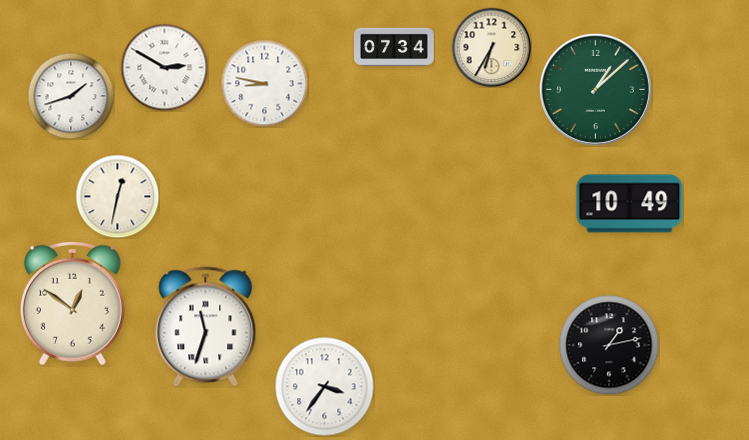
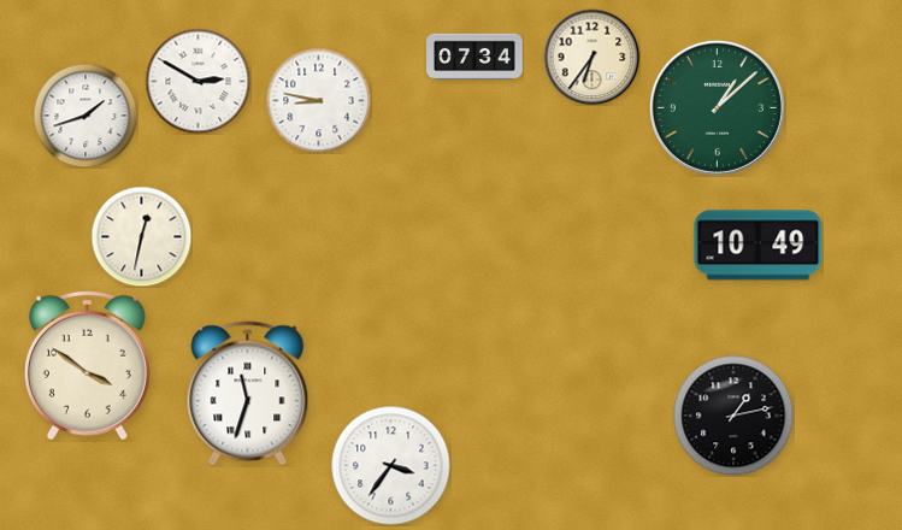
clock at (491, 47): 6:35 -> 6:36
clock at (72, 303): 12:51 -> 3:51
